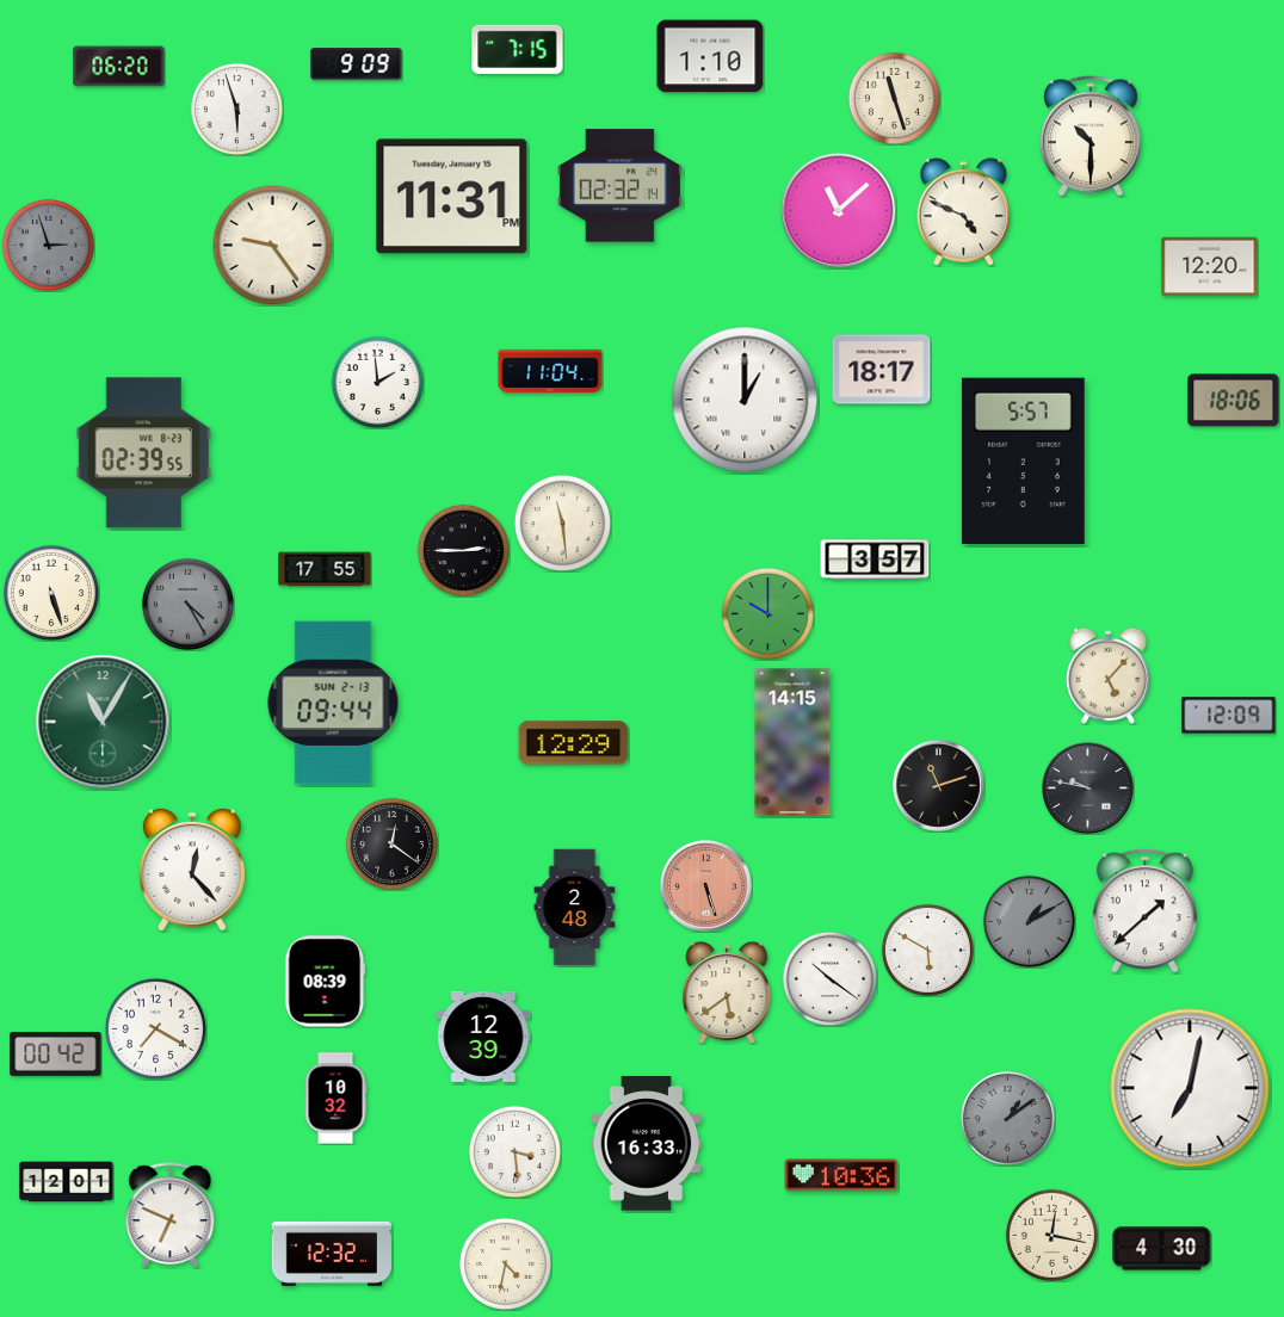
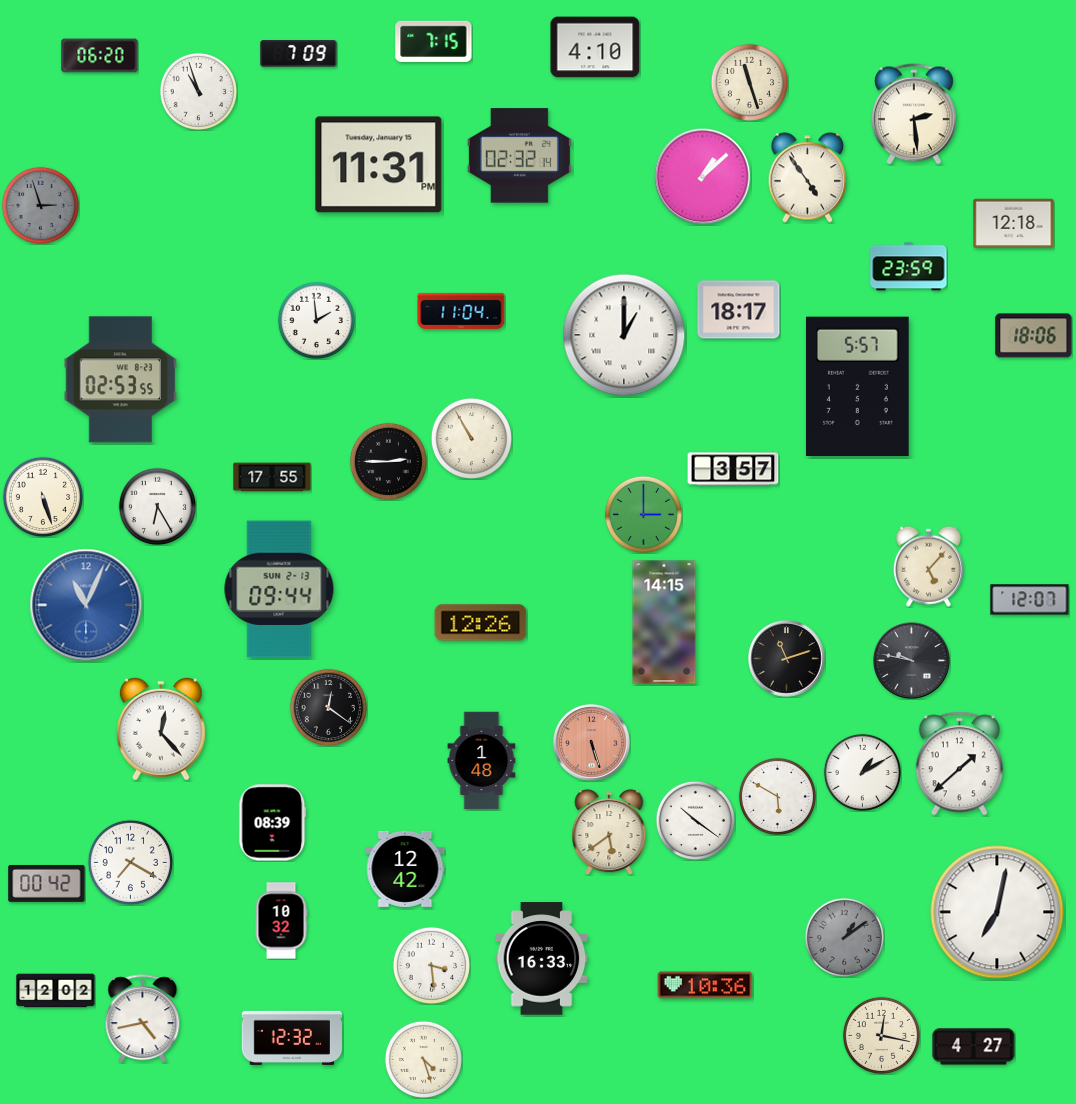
clock at (710, 56): 1:10 -> 4:10
clock at (357, 64): 9:09 -> 7:09
clock at (236, 109): 5:57 -> 10:57
clock at (1092, 136): 10:30 -> 2:29
clock at (839, 211): 11:08 -> 1:08
clock at (964, 212): 4:49 -> 4:54
clock at (273, 246): 9:24 -> none
clock at (1210, 267): 12:20 -> 12:18
clock at (909, 267): none -> 23:59
clock at (144, 453): 02:39 -> 02:53
clock at (562, 523): 11:29 -> 10:55
clock at (187, 604): 4:25 -> 6:25
clock at (187, 604) dial: grey -> white
clock at (767, 613): 10:00 -> 3:00
clock at (1229, 716): 12:09 -> 12:07
clock at (103, 722): 11:05 -> 11:04
clock at (103, 722) dial: green -> blue
clock at (574, 743): 12:29 -> 12:26
clock at (575, 908): 2:48 -> 1:48
clock at (1029, 921) dial: grey -> white
clock at (483, 1037): 12:39 -> 12:42
clock at (67, 1182): 12:01 -> 12:02
clock at (171, 1216): 6:49 -> 4:43
clock at (1162, 1249): 4:30 -> 4:27
clock at (331, 1254) position: (331, 1254) -> (291, 1038)
clock at (505, 1263): 4:32 -> 4:27
